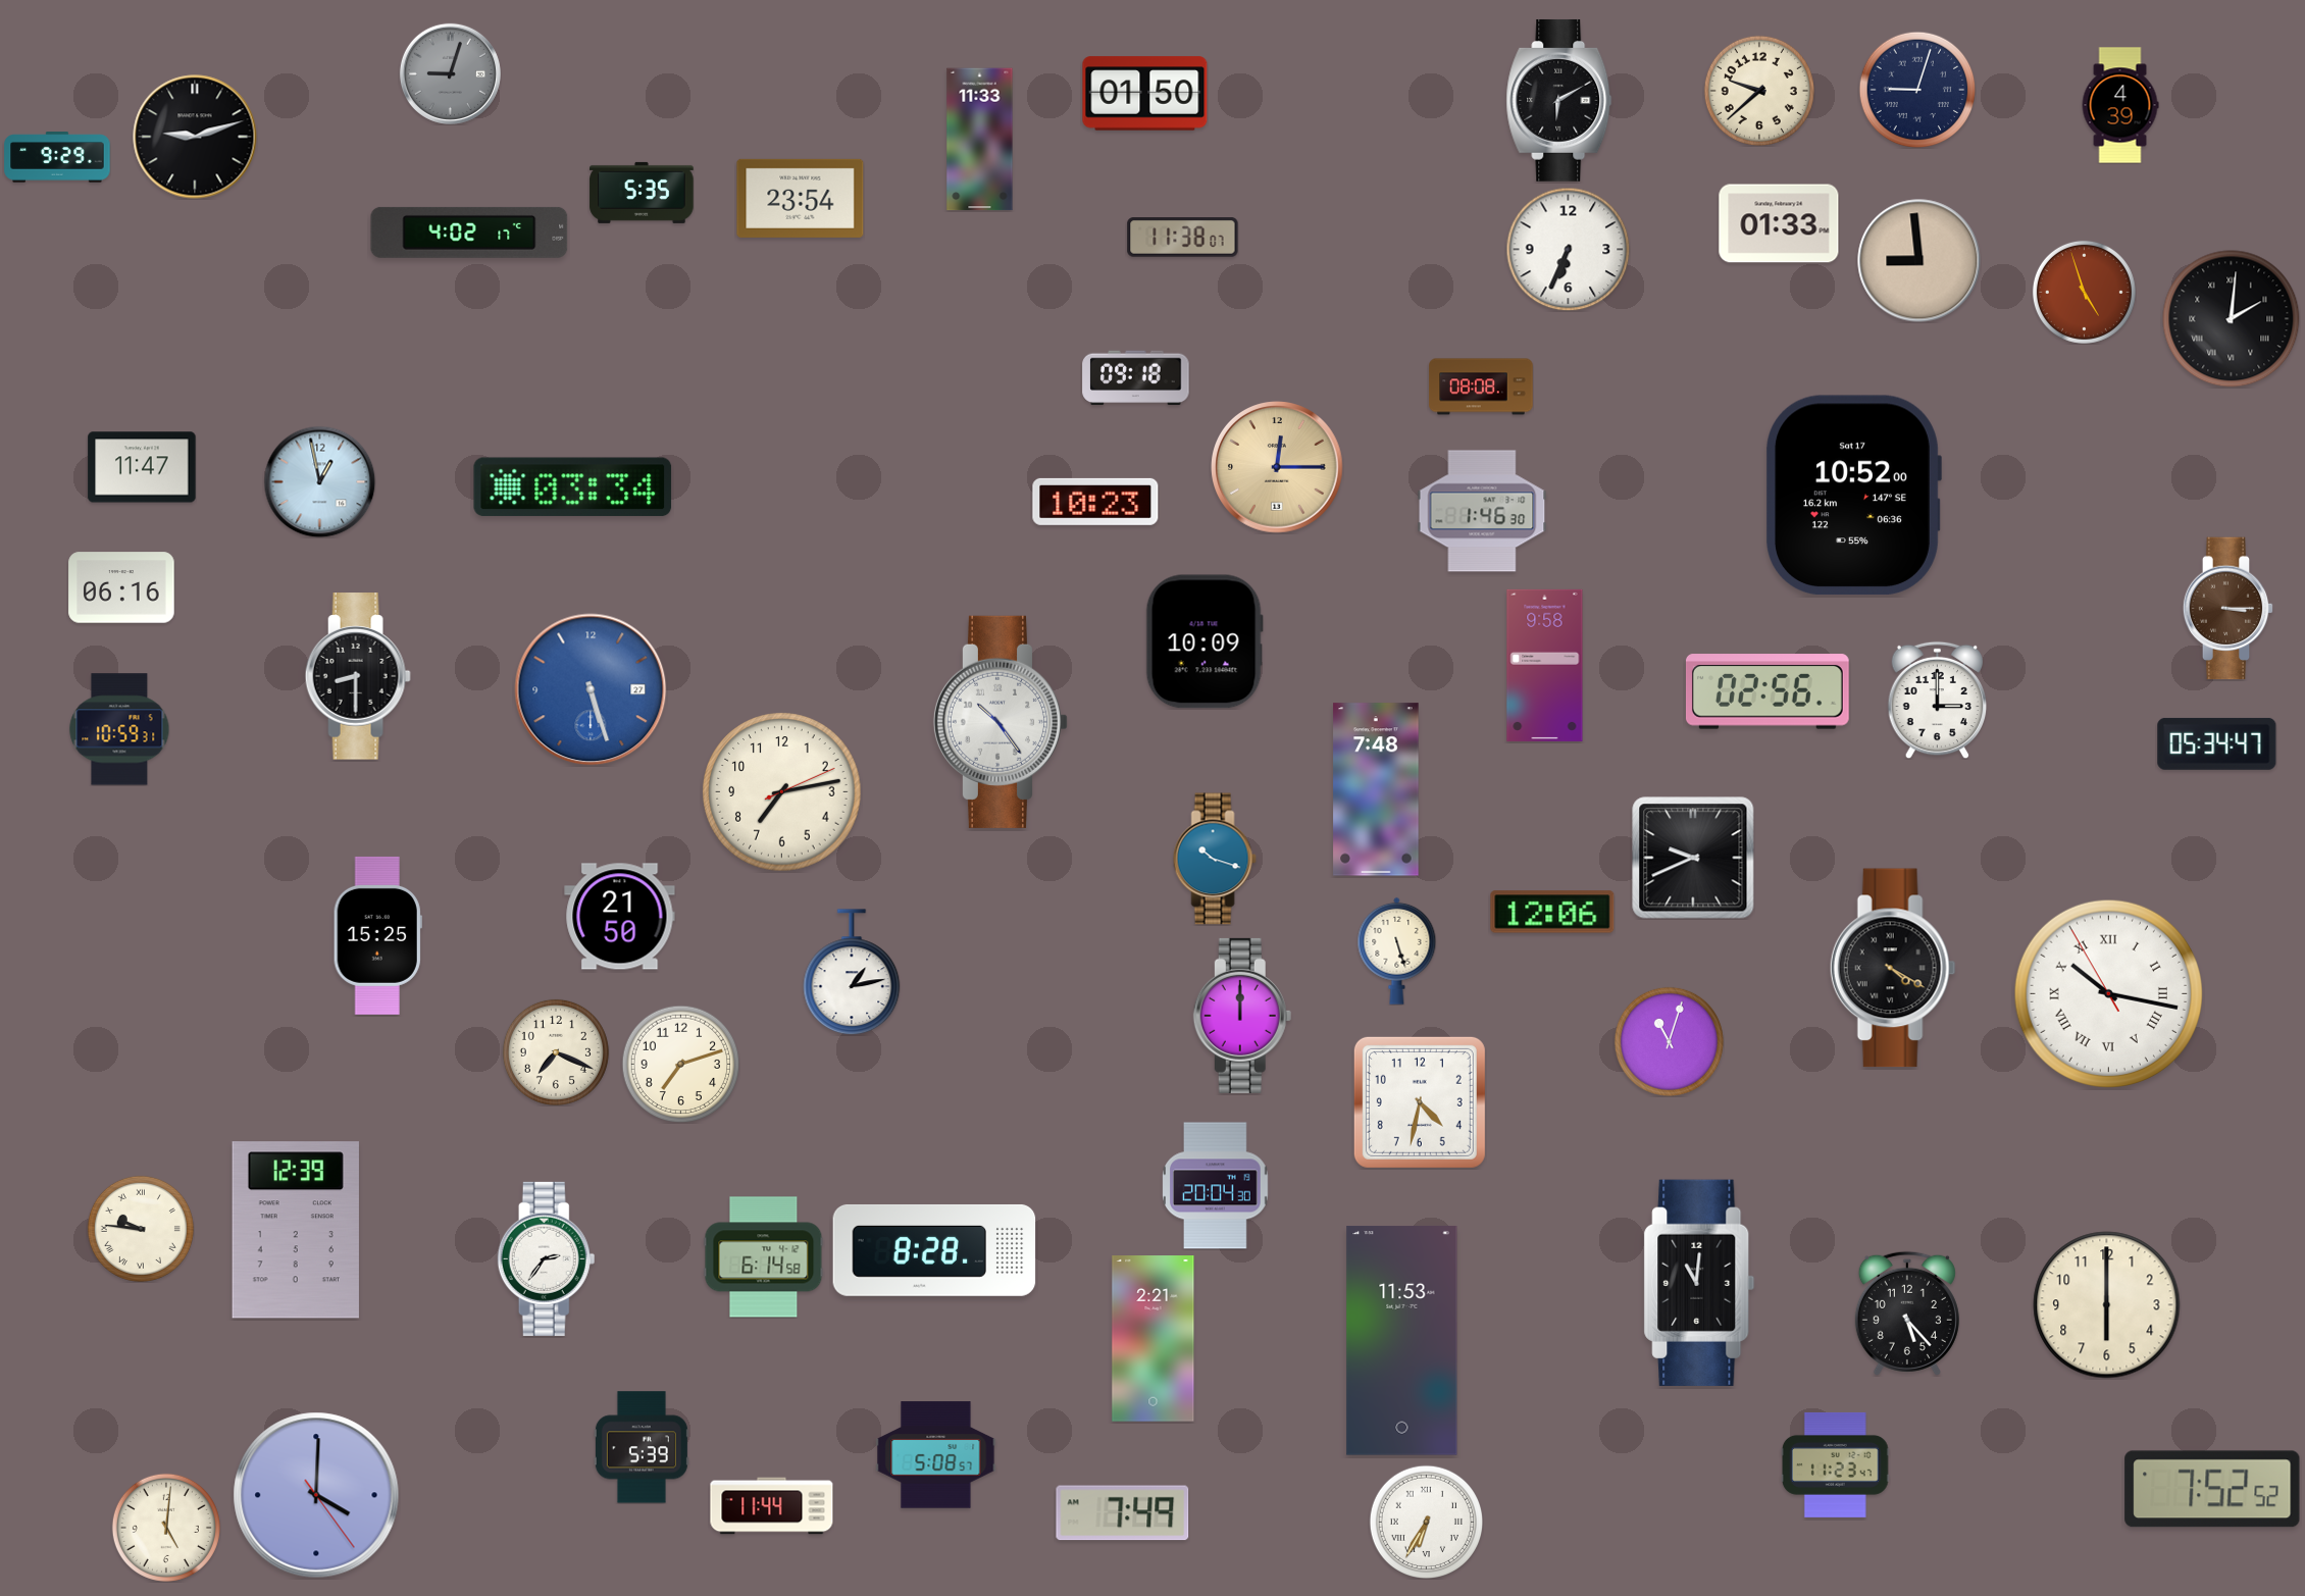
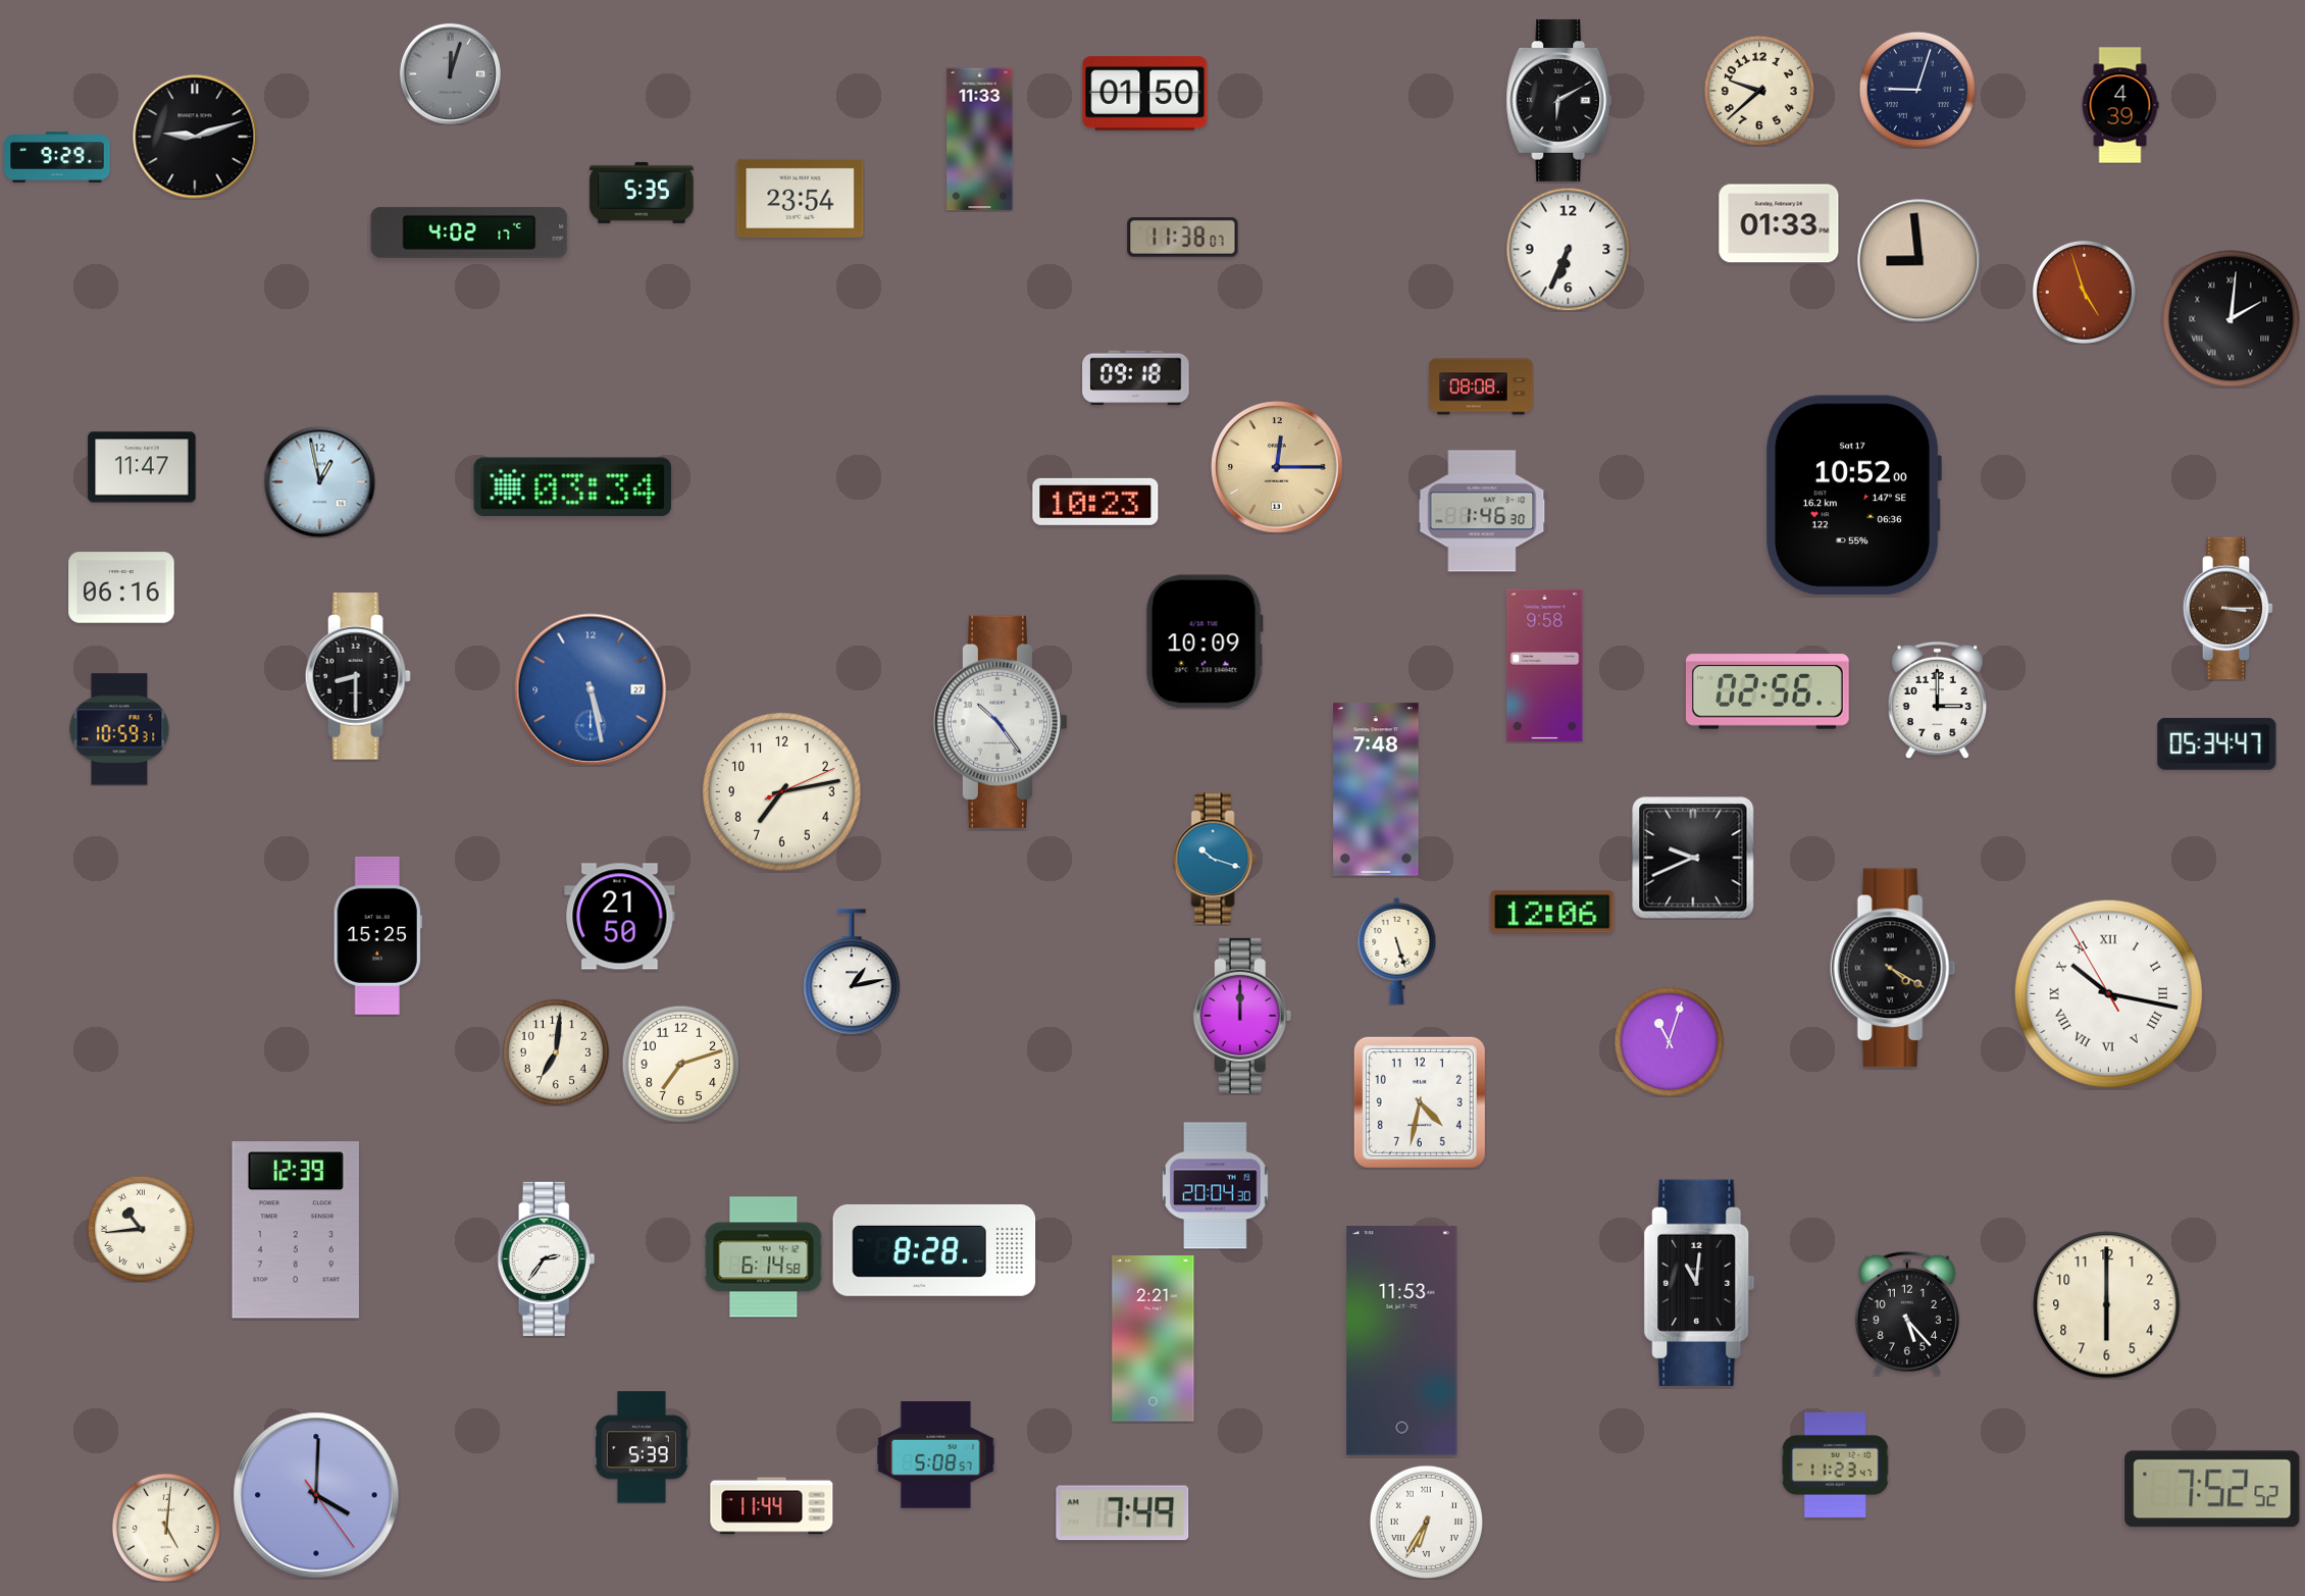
clock at (450, 73): 9:03 -> 12:03
clock at (591, 689): 5:27 -> 5:28
clock at (556, 1052): 7:19 -> 7:01
clock at (141, 1229): 9:46 -> 10:44
